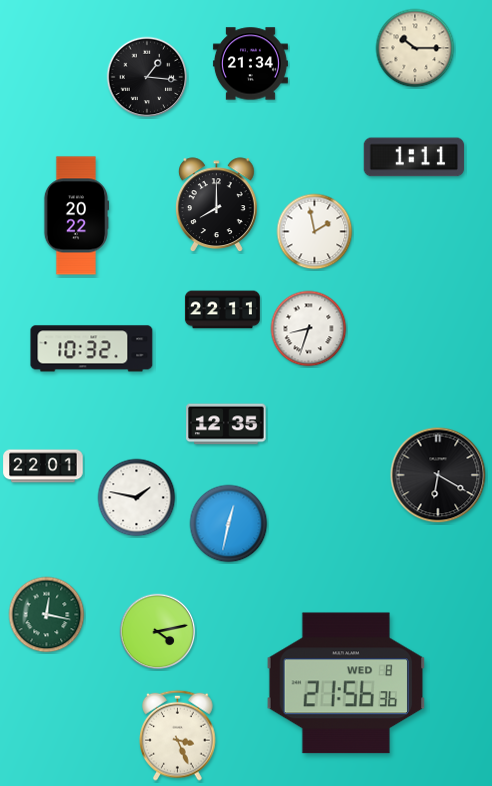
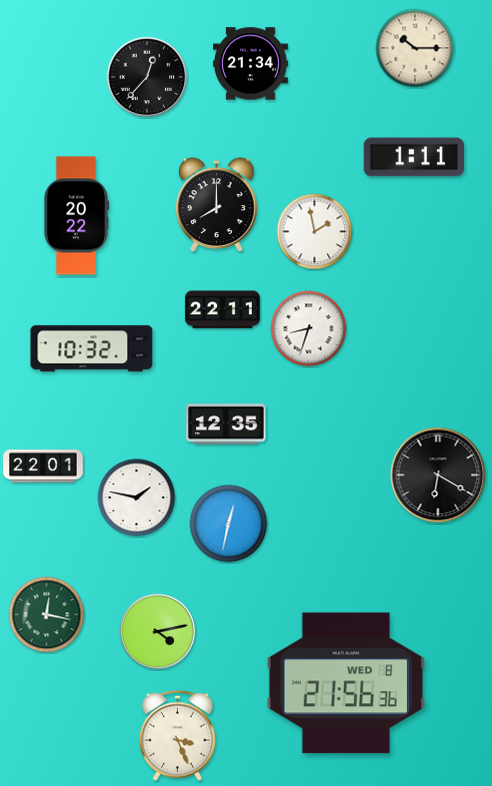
clock at (147, 77): 1:16 -> 12:37
